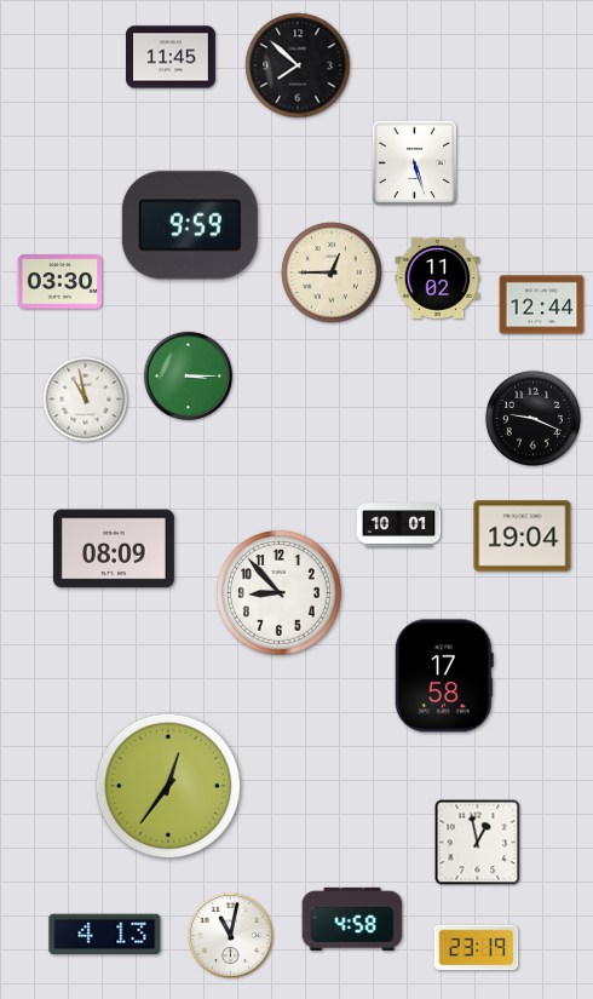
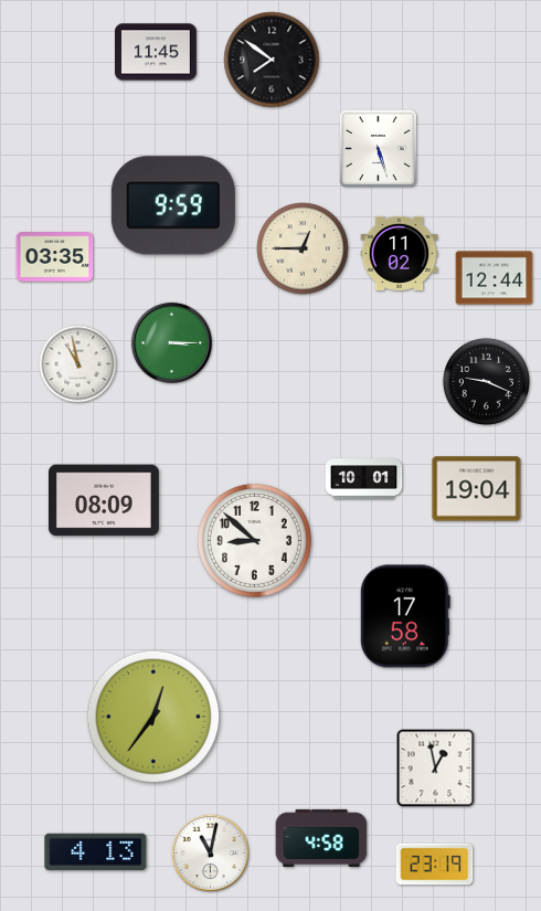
clock at (298, 65): 7:52 -> 7:51
clock at (61, 282): 03:30 -> 03:35
clock at (278, 592): 8:53 -> 8:52
